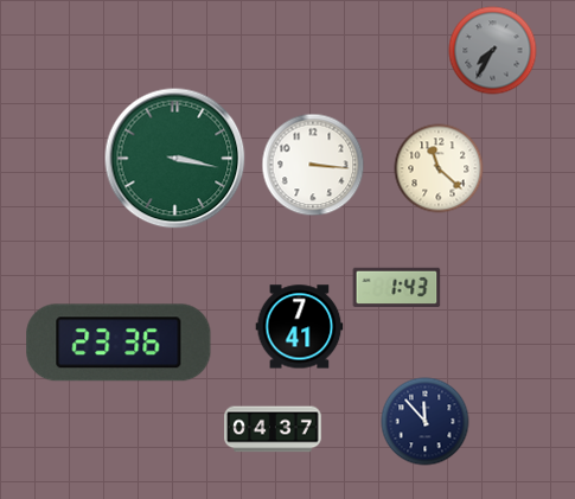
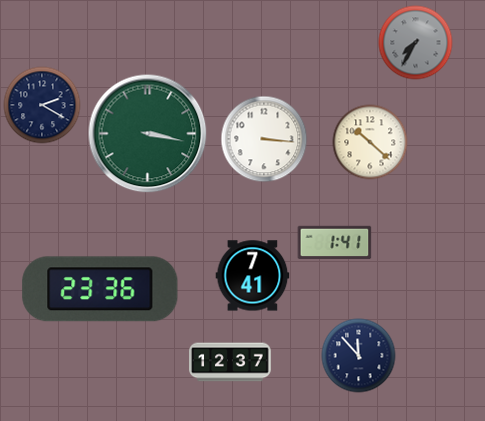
clock at (42, 105): none -> 2:20
clock at (439, 168): 11:22 -> 10:22
clock at (397, 288): 1:43 -> 1:41
clock at (273, 429): 04:37 -> 12:37
